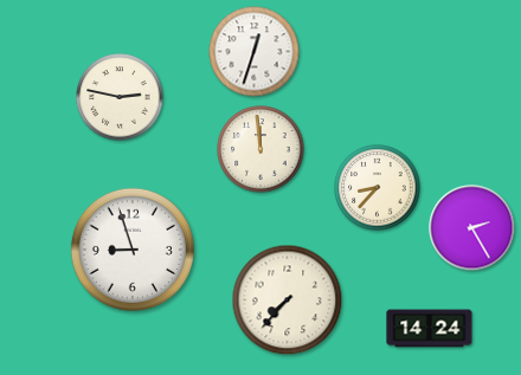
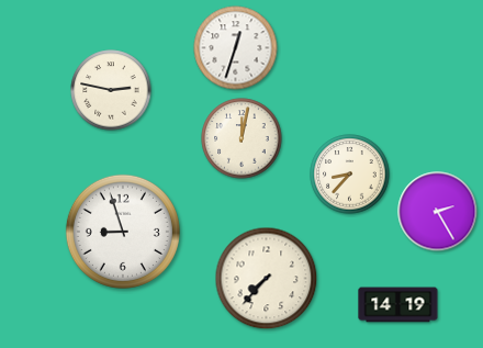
clock at (260, 149): 11:59 -> 12:02
clock at (430, 329): 14:24 -> 14:19
